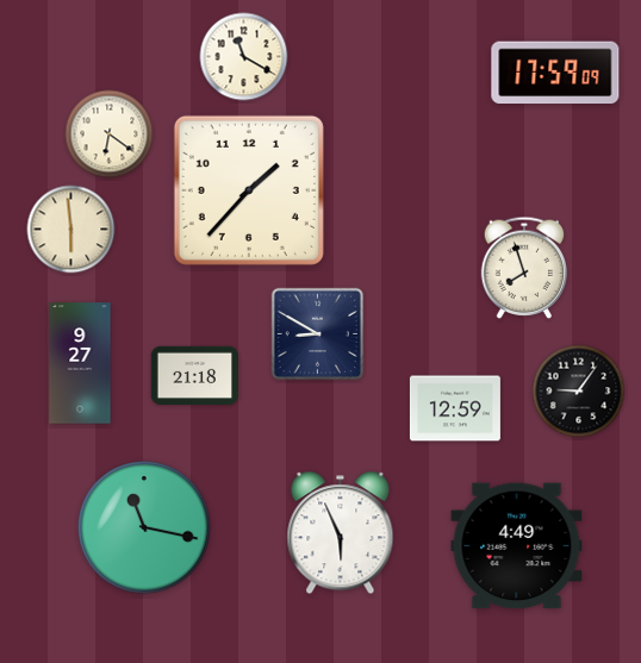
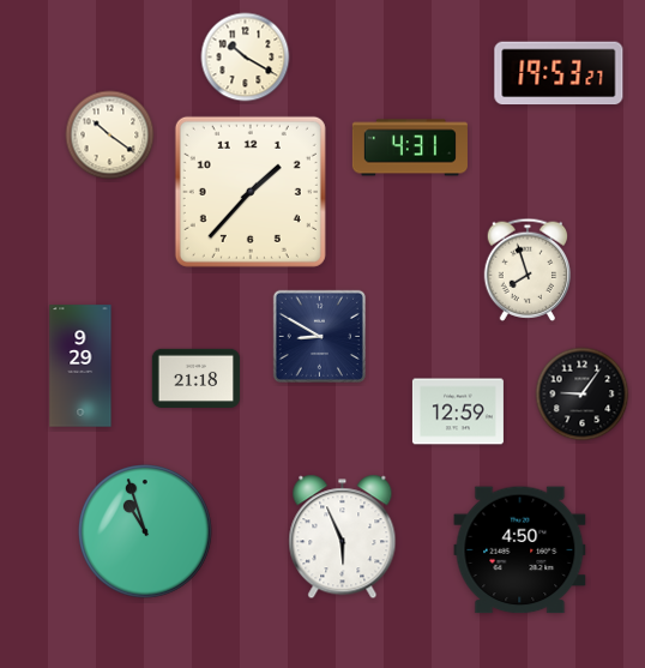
clock at (244, 57): 11:20 -> 10:20
clock at (555, 73): 17:59 -> 19:53
clock at (110, 135): 6:21 -> 10:21
clock at (410, 148): none -> 4:31
clock at (71, 230): 5:59 -> none
clock at (80, 363): 9:27 -> 9:29
clock at (144, 527): 11:17 -> 10:57
clock at (517, 546): 4:49 -> 4:50
